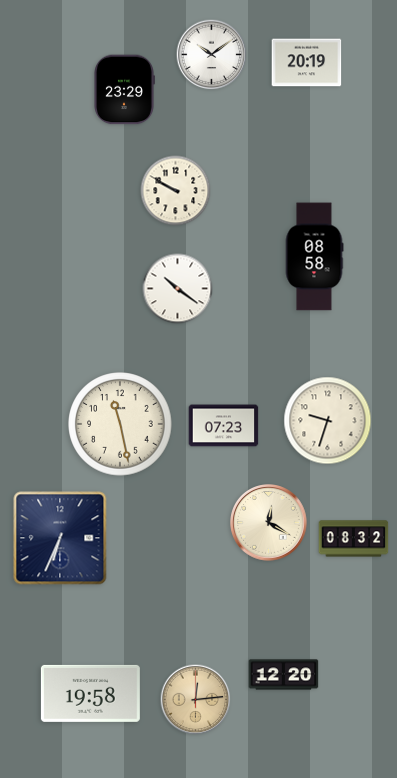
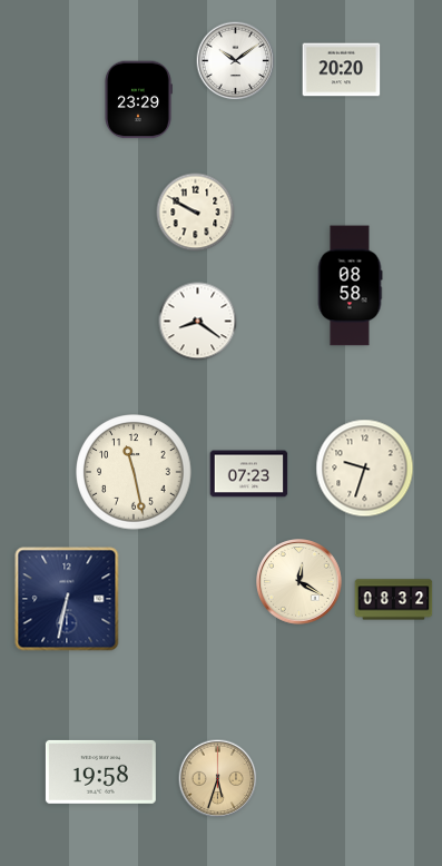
clock at (307, 63): 20:19 -> 20:20
clock at (178, 289): 10:21 -> 8:21
clock at (60, 538): 6:34 -> 6:32
clock at (284, 675): 12:20 -> none
clock at (196, 700): 12:14 -> 5:33
